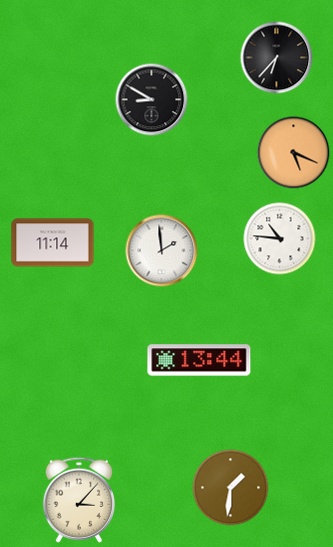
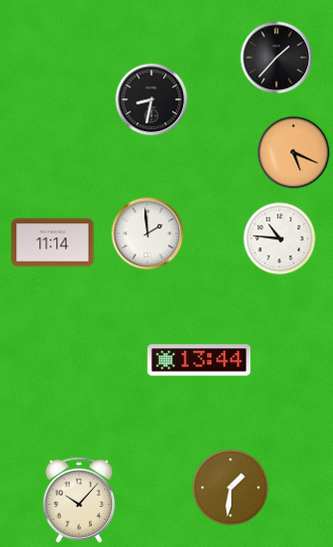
clock at (277, 58): 6:37 -> 1:37
clock at (152, 100): 8:50 -> 8:32
clock at (162, 251) position: (162, 251) -> (148, 234)
clock at (78, 500): 3:07 -> 10:07
